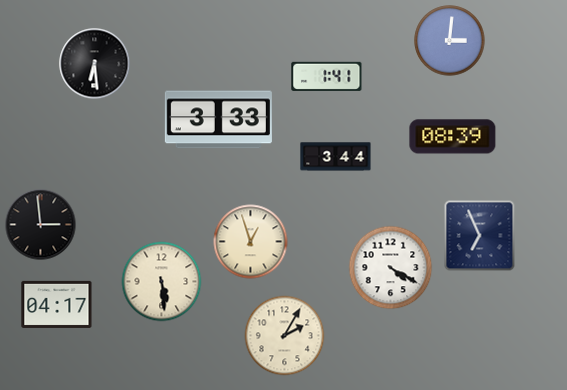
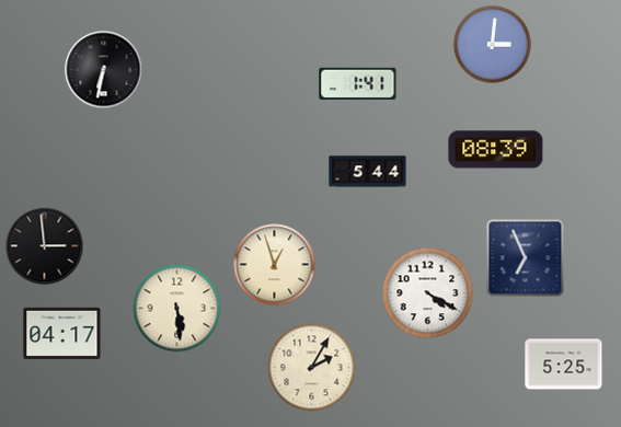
clock at (95, 64): 6:29 -> 6:32
clock at (218, 120): 3:33 -> none
clock at (336, 157): 3:44 -> 5:44
clock at (564, 365): none -> 5:25
